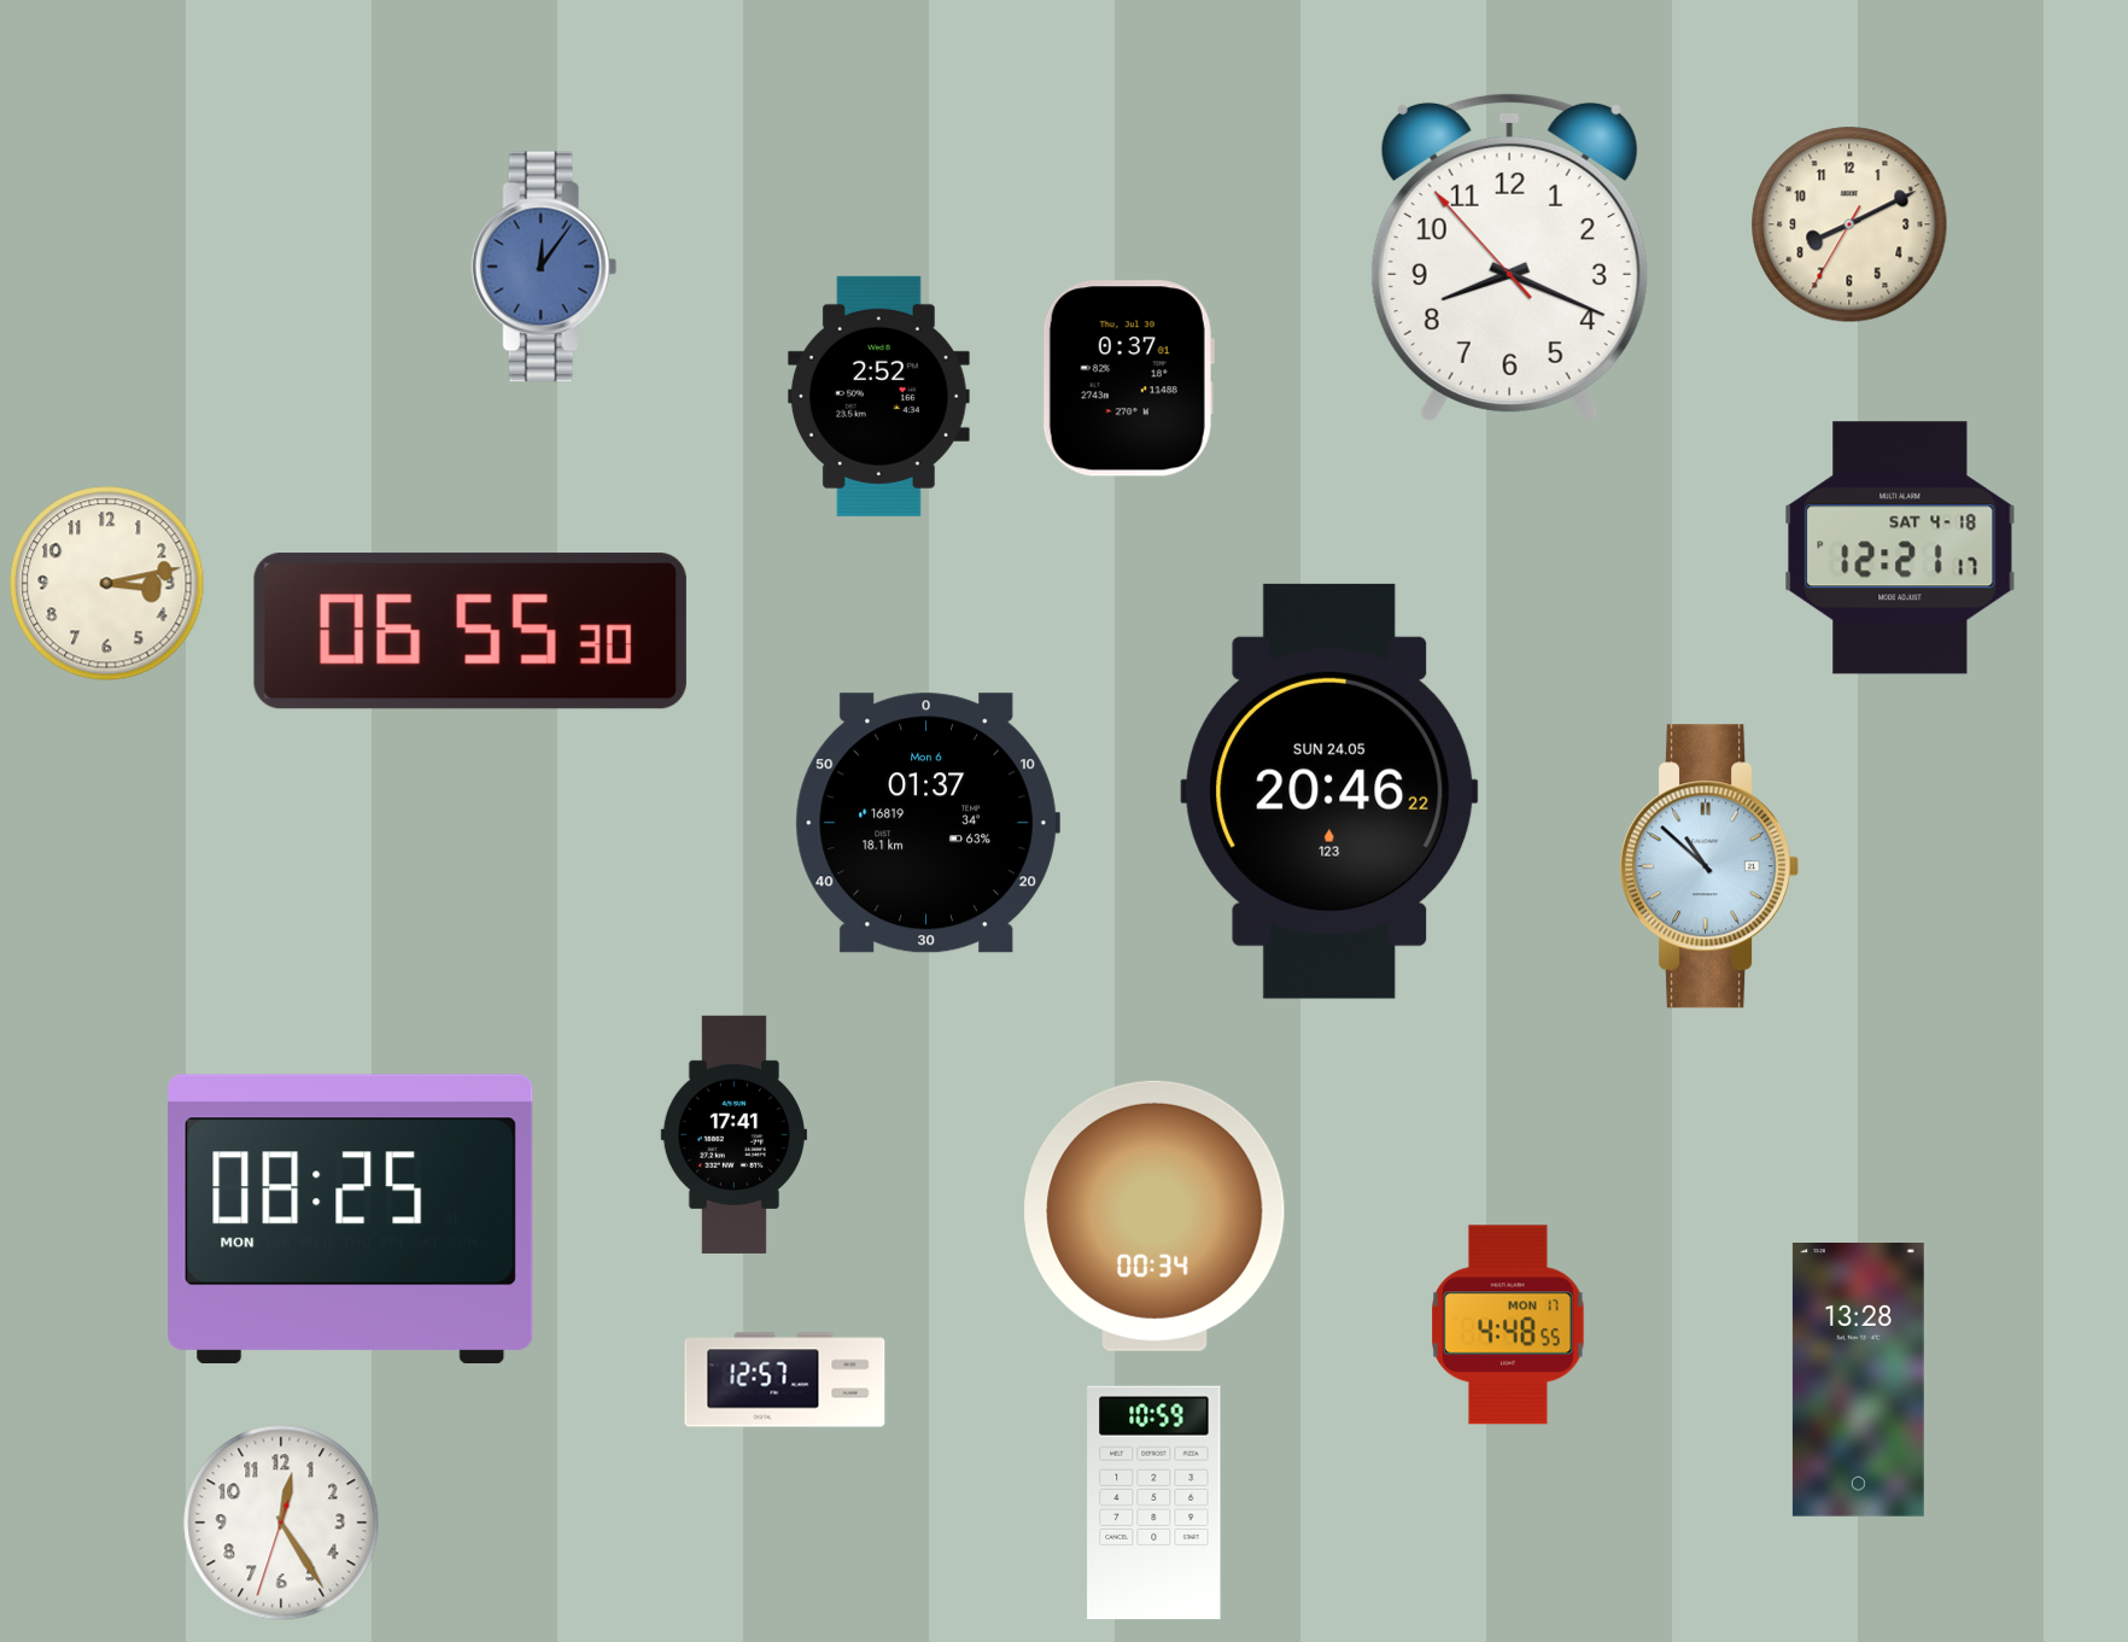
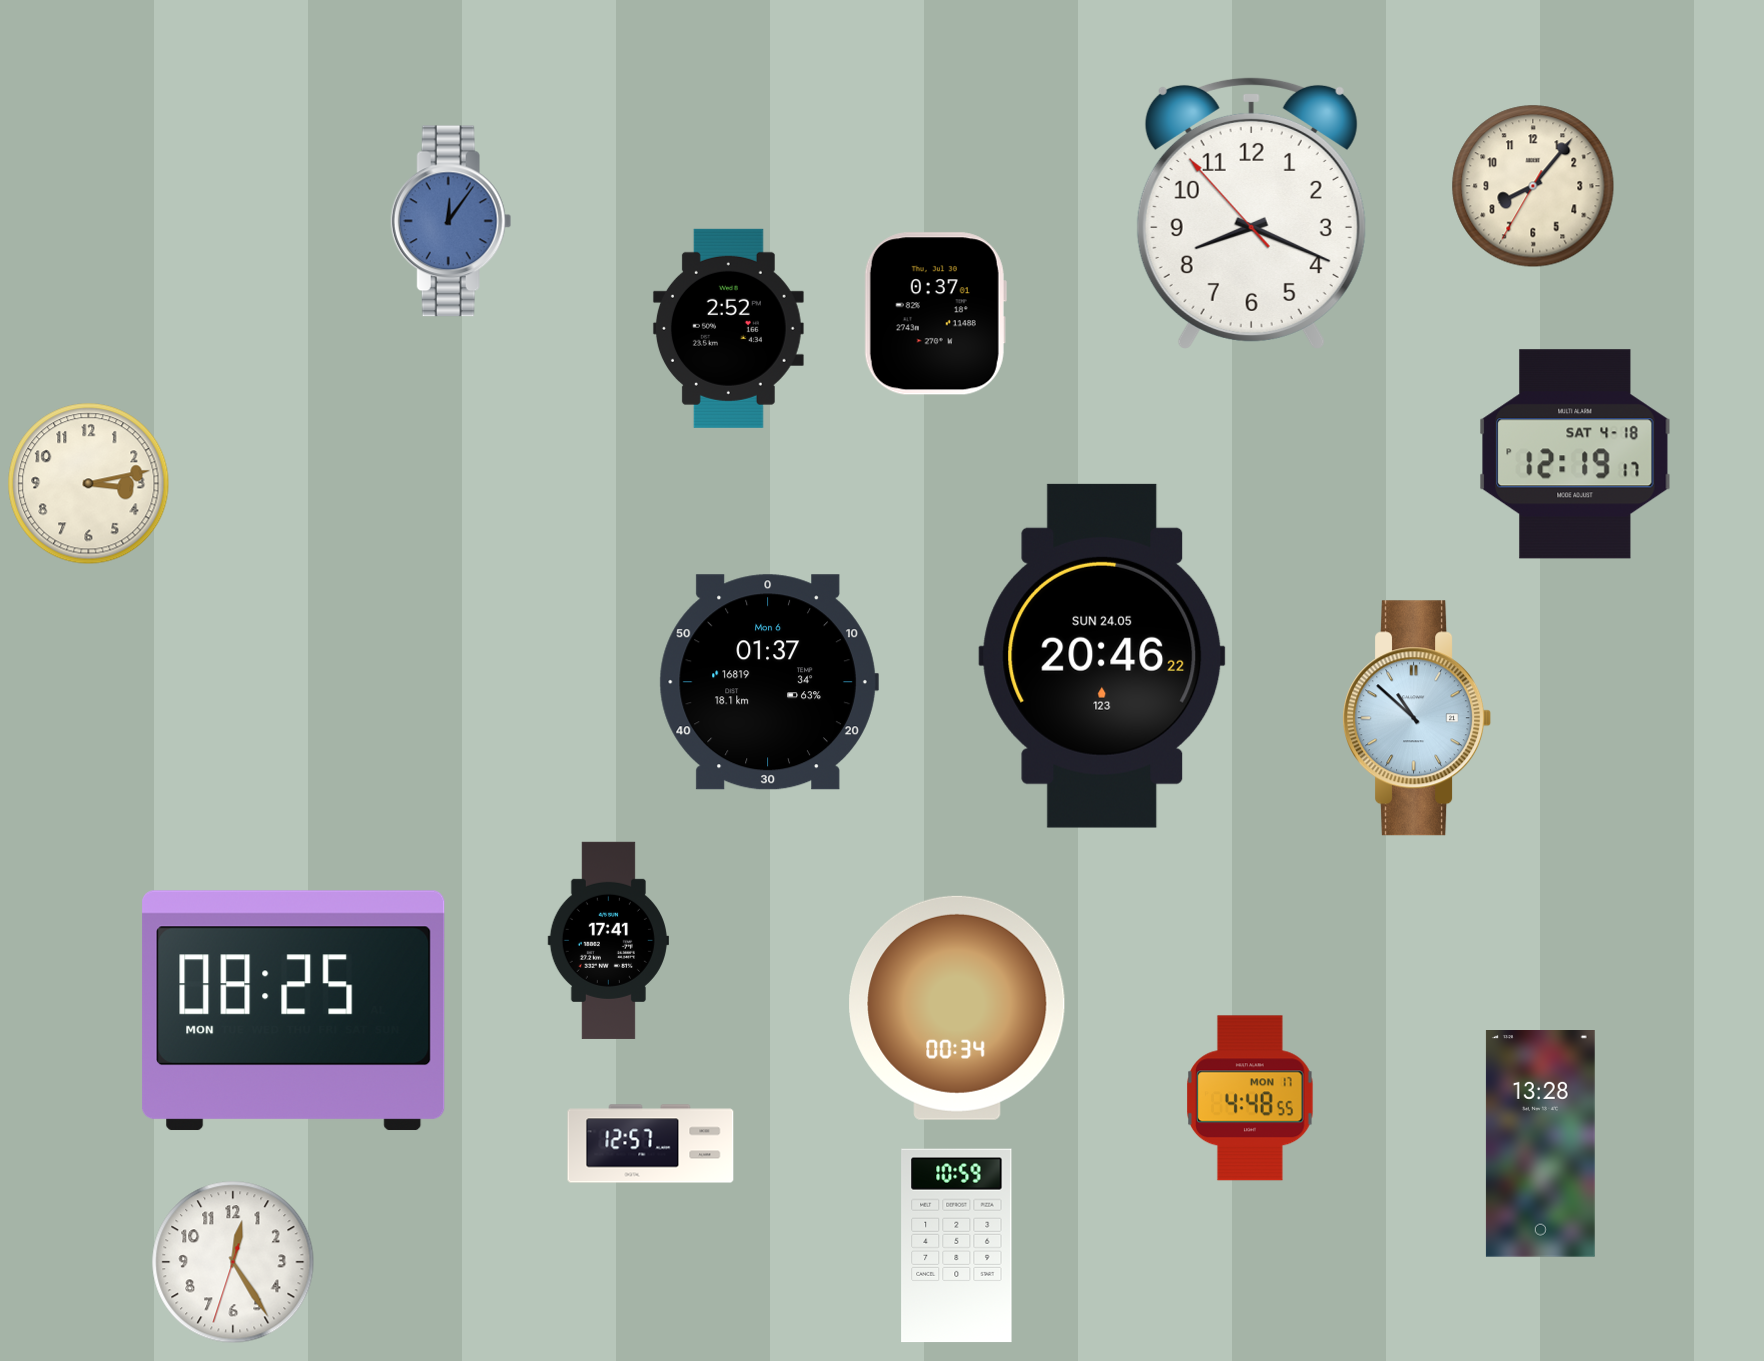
clock at (1849, 224): 8:10 -> 8:06
clock at (1900, 548): 12:21 -> 12:19
clock at (470, 631): 06:55 -> none
clock at (351, 1220) position: (351, 1220) -> (294, 1011)
